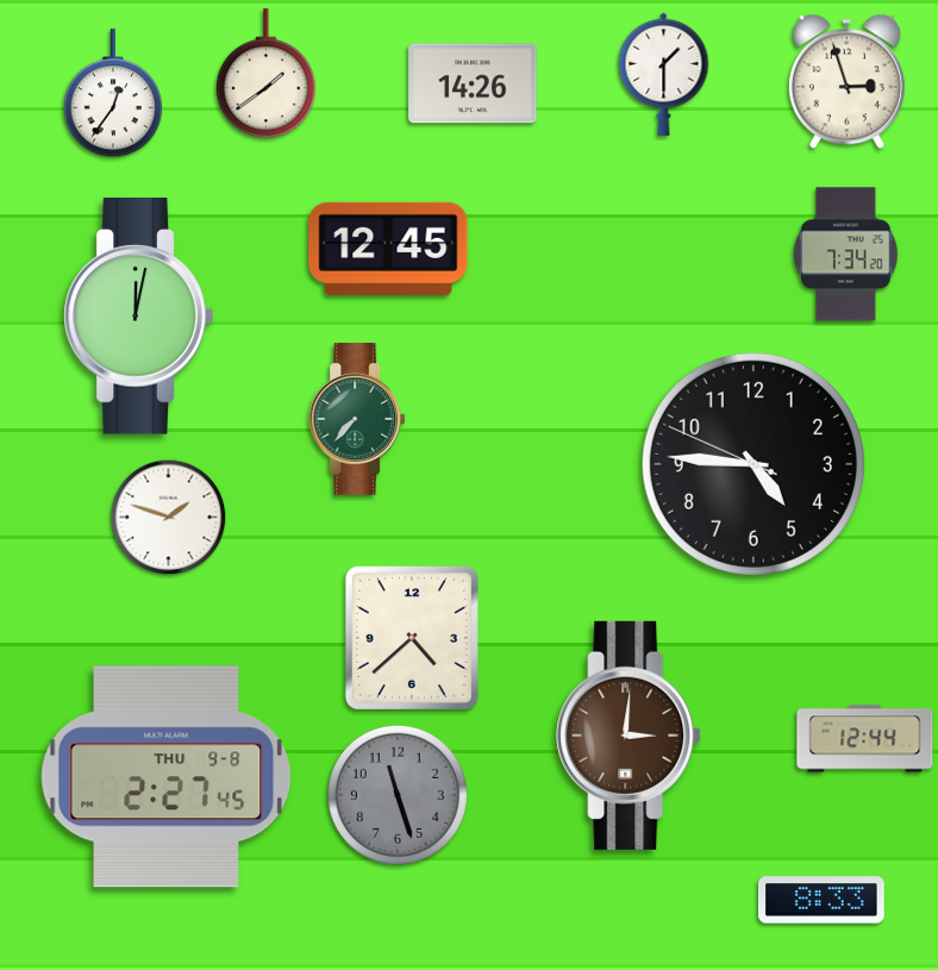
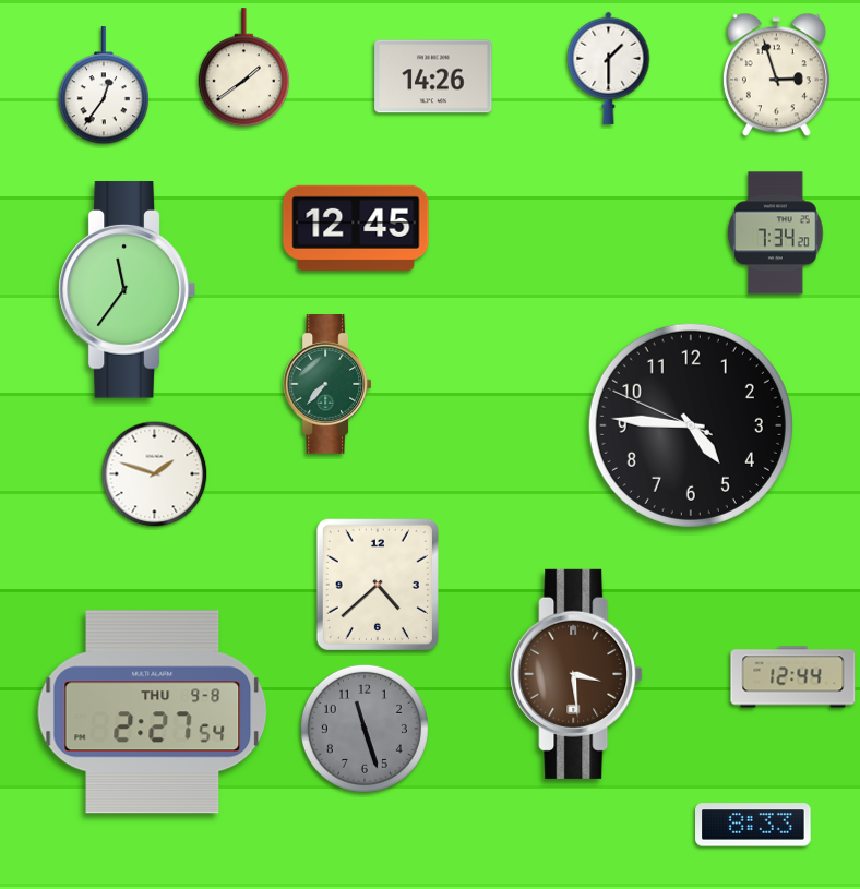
clock at (138, 317): 12:02 -> 11:36
clock at (629, 736): 3:01 -> 3:29
clock at (167, 777): 2:27:45 -> 2:27:54
